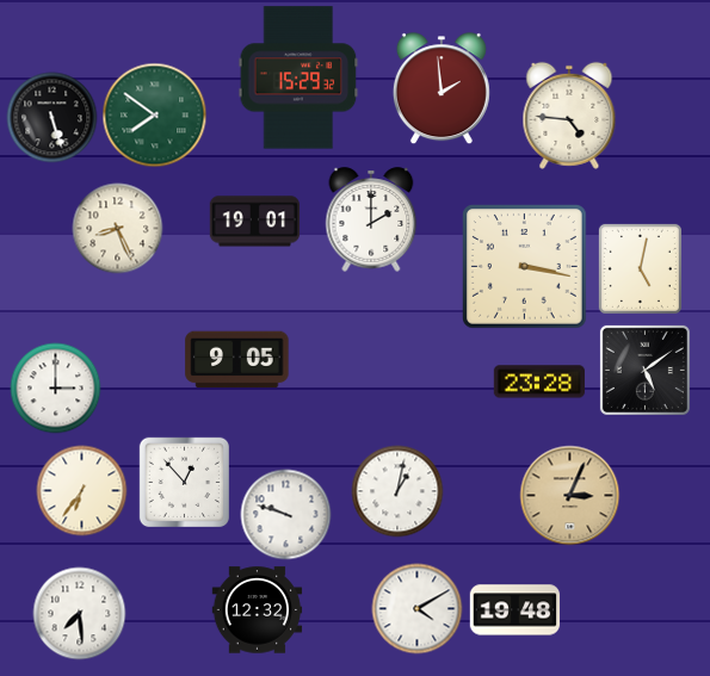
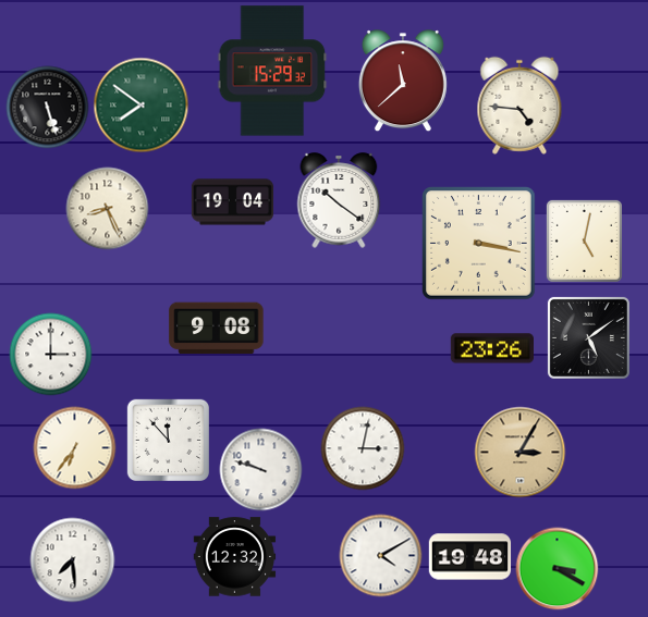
clock at (442, 89): 1:59 -> 11:38
clock at (371, 219): 2:00 -> 10:21
clock at (255, 222): 19:01 -> 19:04
clock at (640, 268) position: (640, 268) -> (584, 240)
clock at (237, 360): 9:05 -> 9:08
clock at (539, 382): 23:28 -> 23:26
clock at (184, 482): 12:53 -> 11:53
clock at (397, 491): 1:02 -> 3:02
clock at (570, 496): 3:04 -> 3:05
clock at (558, 569): none -> 3:20
